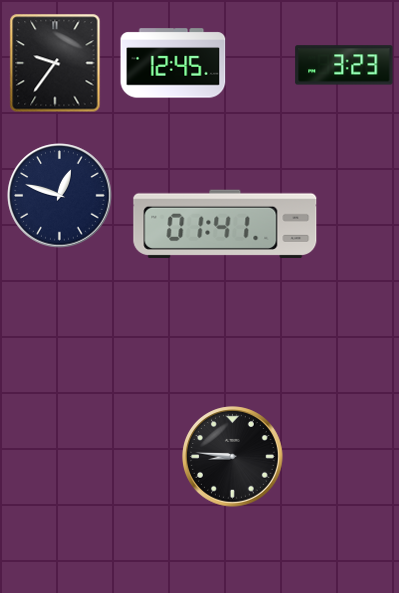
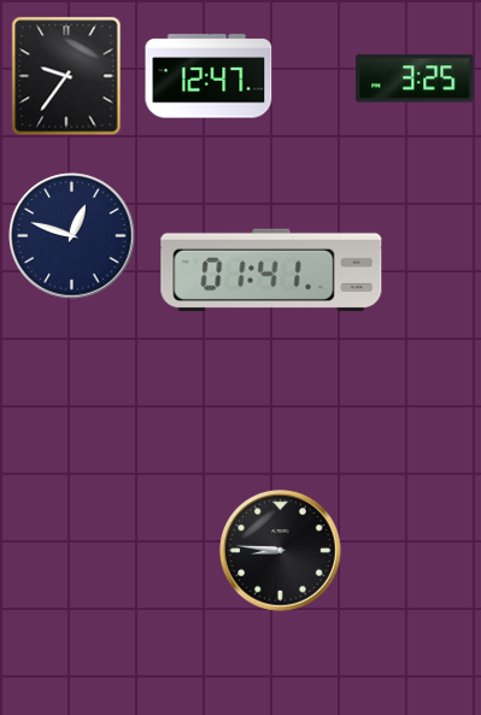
clock at (173, 63): 12:45 -> 12:47
clock at (344, 65): 3:23 -> 3:25
